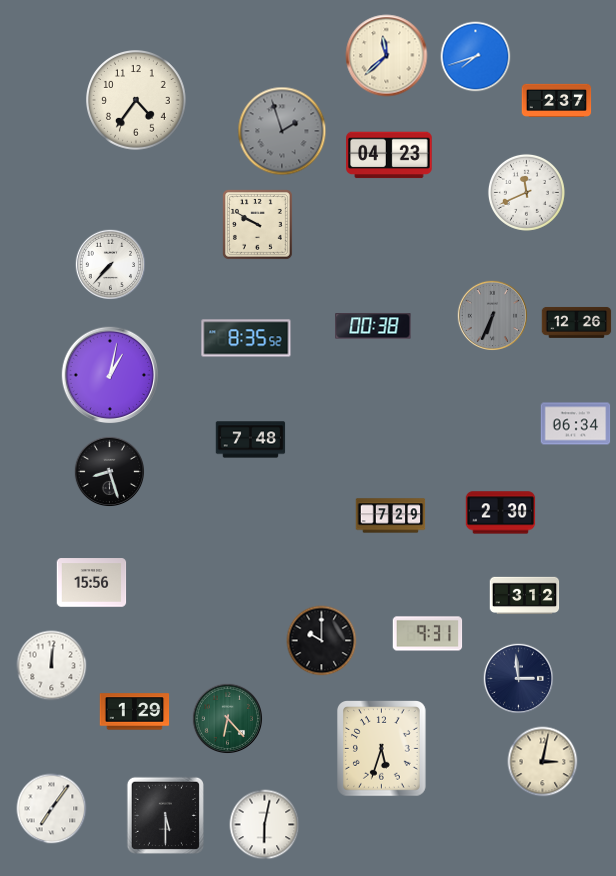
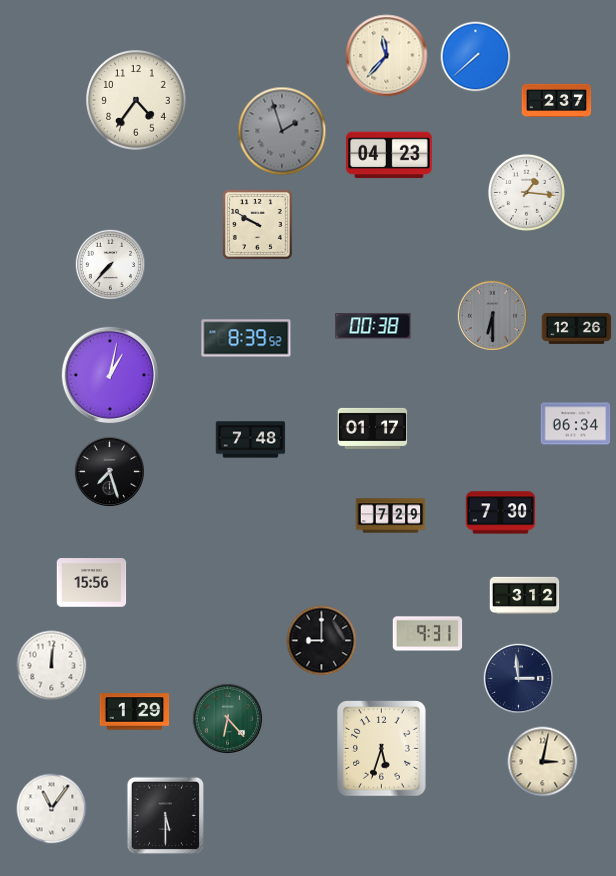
clock at (387, 56): 11:38 -> 11:37
clock at (476, 57): 7:42 -> 7:38
clock at (526, 192): 11:41 -> 1:16
clock at (492, 315): 6:34 -> 6:30
clock at (577, 323) position: (577, 323) -> (577, 329)
clock at (246, 338): 8:35 -> 8:39
clock at (373, 428): none -> 01:17
clock at (109, 471): 8:27 -> 7:27
clock at (501, 513): 2:30 -> 7:30
clock at (322, 641): 10:00 -> 9:00
clock at (52, 809): 7:06 -> 11:06
clock at (265, 825): 6:02 -> none
